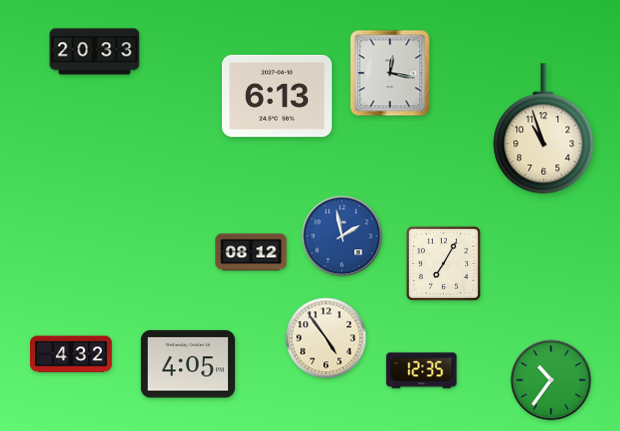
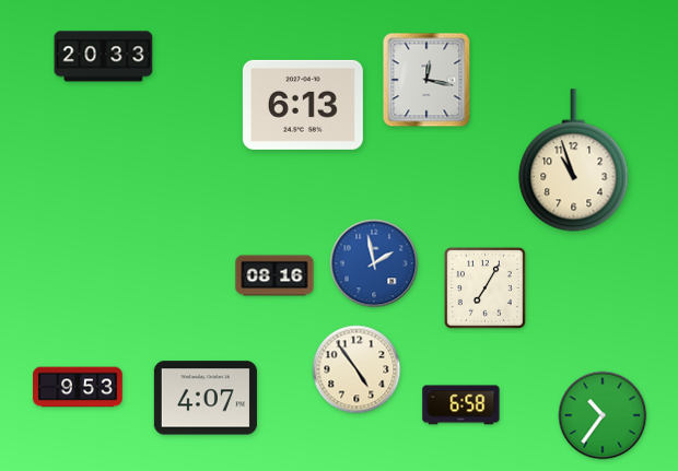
clock at (544, 129) position: (544, 129) -> (574, 161)
clock at (342, 236) position: (342, 236) -> (374, 263)
clock at (251, 252): 08:12 -> 08:16
clock at (71, 354): 4:32 -> 9:53
clock at (188, 364): 4:05 -> 4:07
clock at (422, 371): 12:35 -> 6:58
